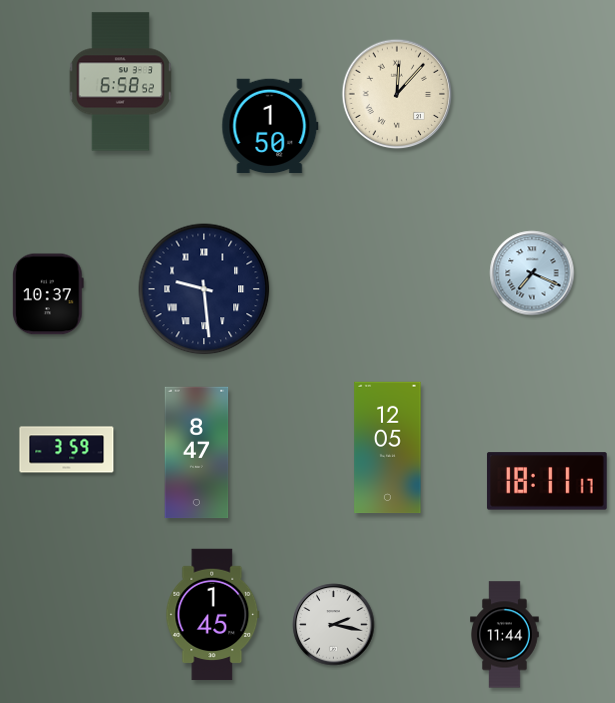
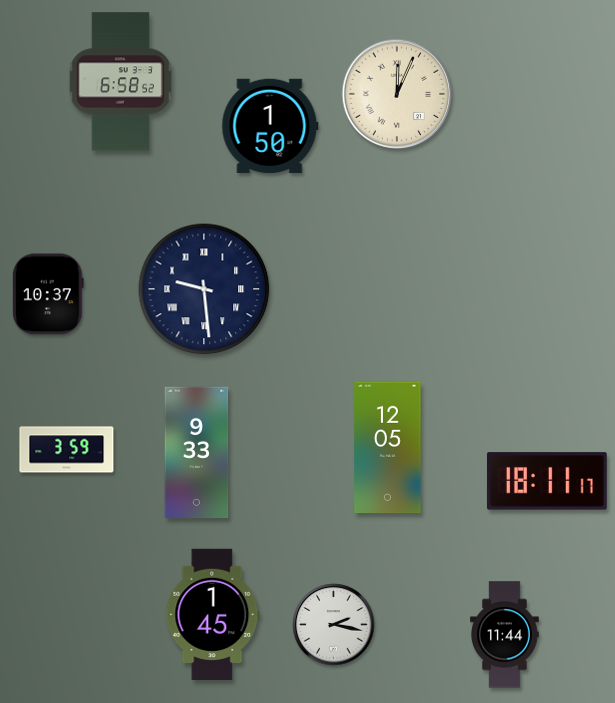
clock at (397, 94): 12:07 -> 12:04
clock at (532, 273): 7:19 -> none
clock at (197, 453): 8:47 -> 9:33
